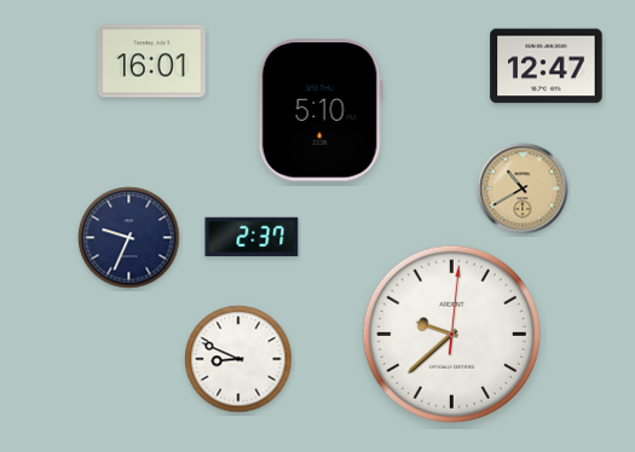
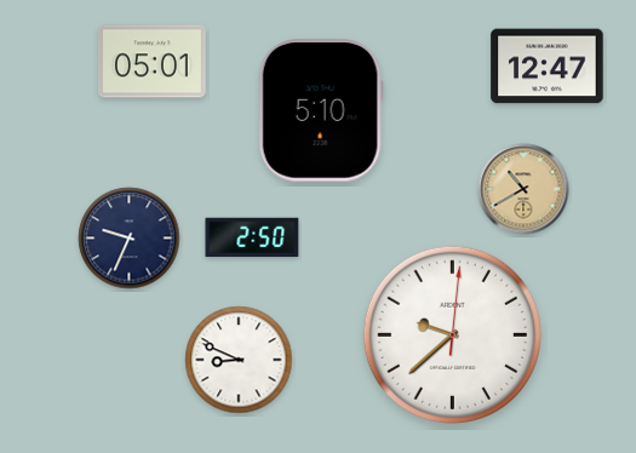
clock at (151, 62): 16:01 -> 05:01
clock at (252, 237): 2:37 -> 2:50
